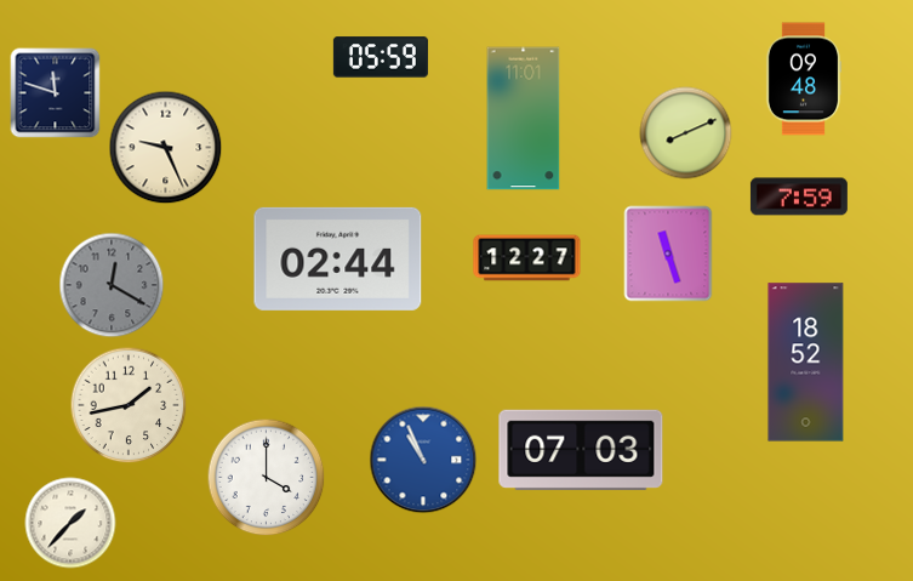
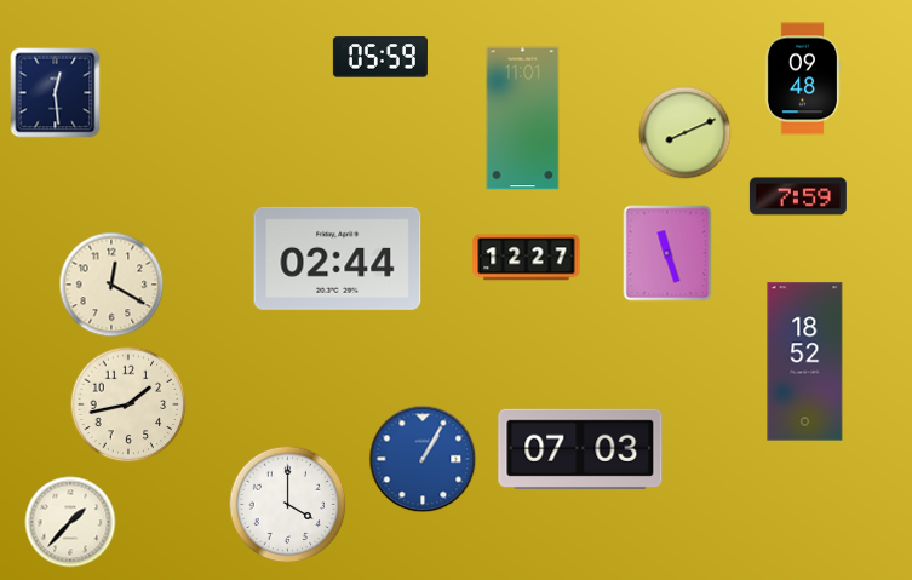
clock at (56, 93): 11:48 -> 12:29
clock at (166, 148): 9:26 -> none
clock at (112, 285) dial: grey -> cream
clock at (423, 460): 10:56 -> 1:05
clock at (267, 478) position: (267, 478) -> (288, 505)
